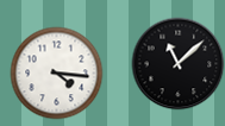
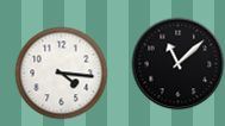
clock at (56, 73) position: (56, 73) -> (61, 73)
